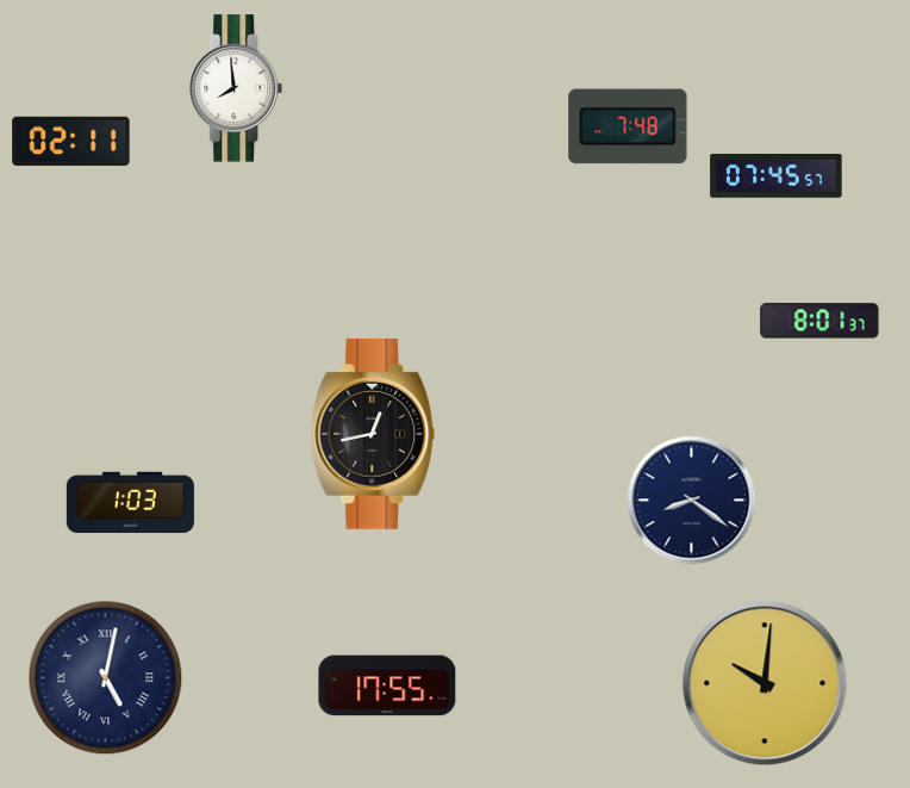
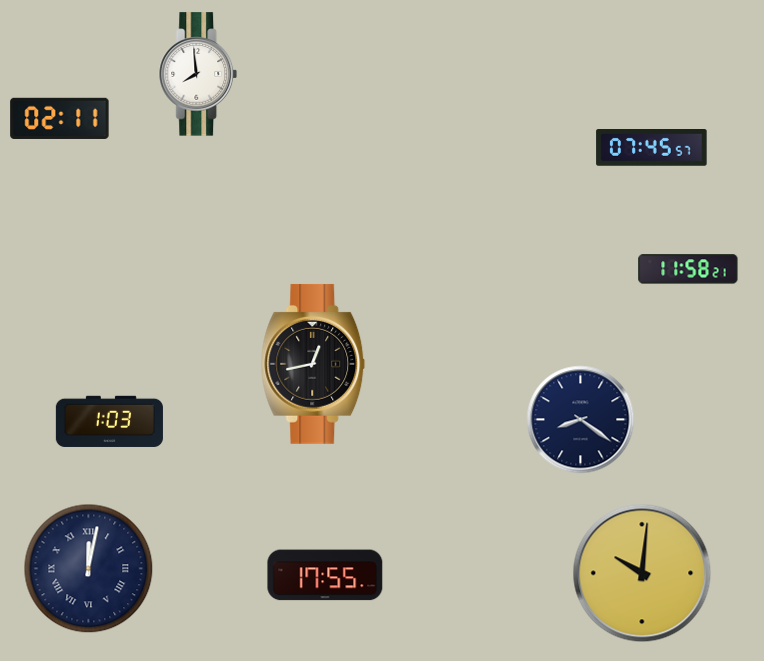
clock at (628, 126): 7:48 -> none
clock at (819, 321): 8:01 -> 11:58
clock at (106, 678): 5:02 -> 12:02
